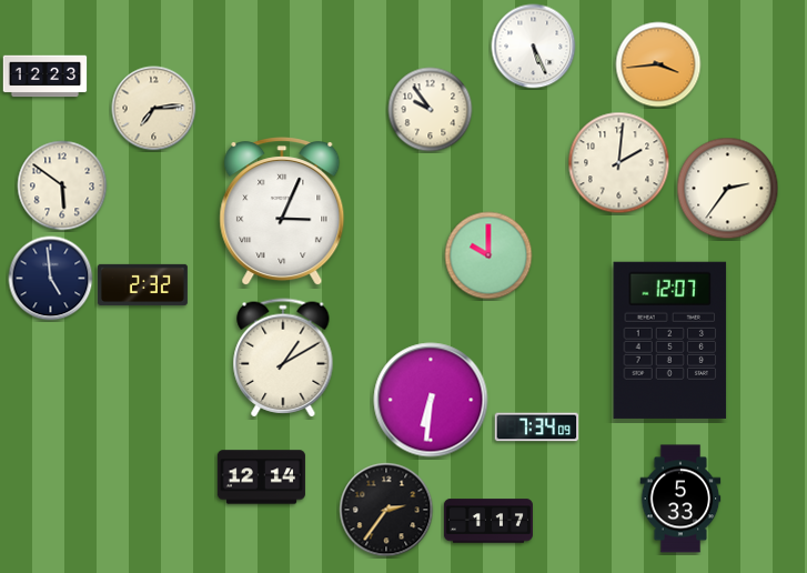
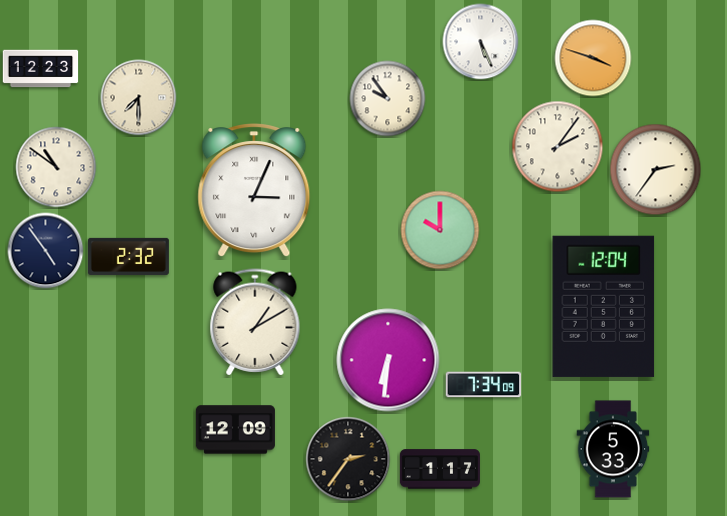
clock at (658, 64): 3:44 -> 3:48
clock at (154, 109): 7:14 -> 7:30
clock at (619, 163): 2:01 -> 2:06
clock at (62, 185): 5:51 -> 10:51
clock at (51, 279): 4:59 -> 4:54
clock at (670, 340): 12:07 -> 12:04
clock at (261, 477): 12:14 -> 12:09
